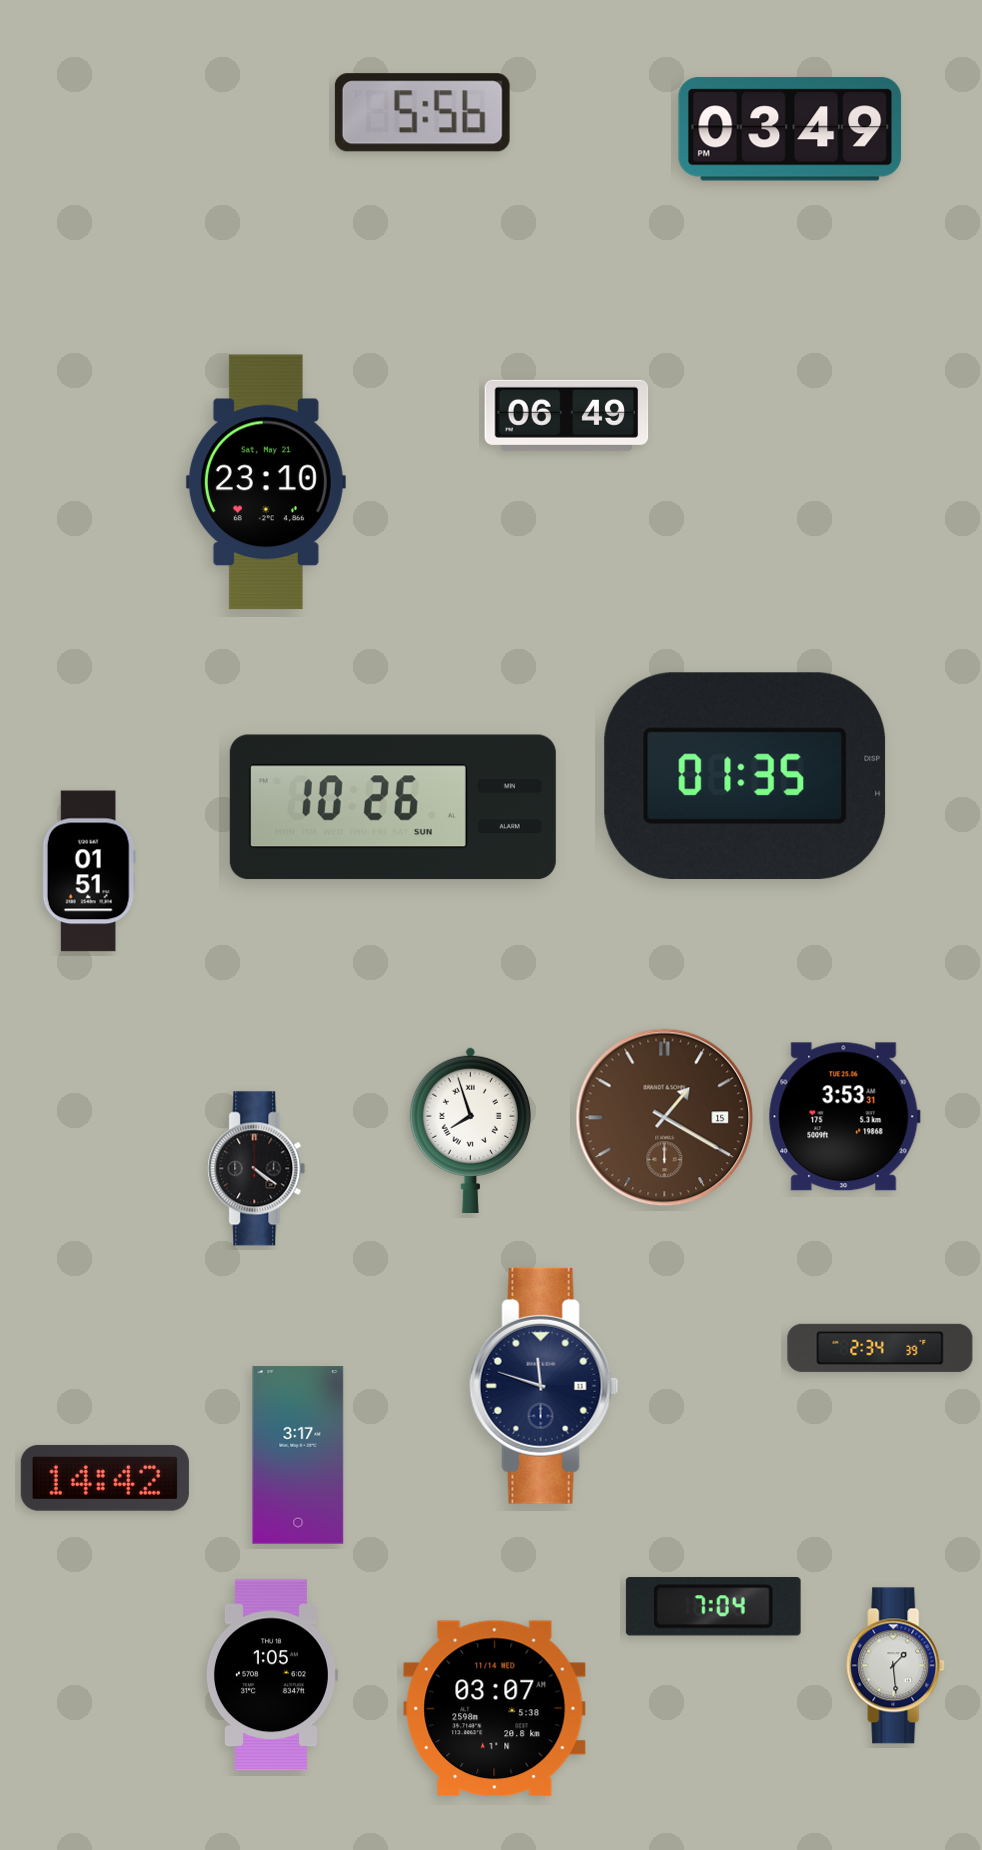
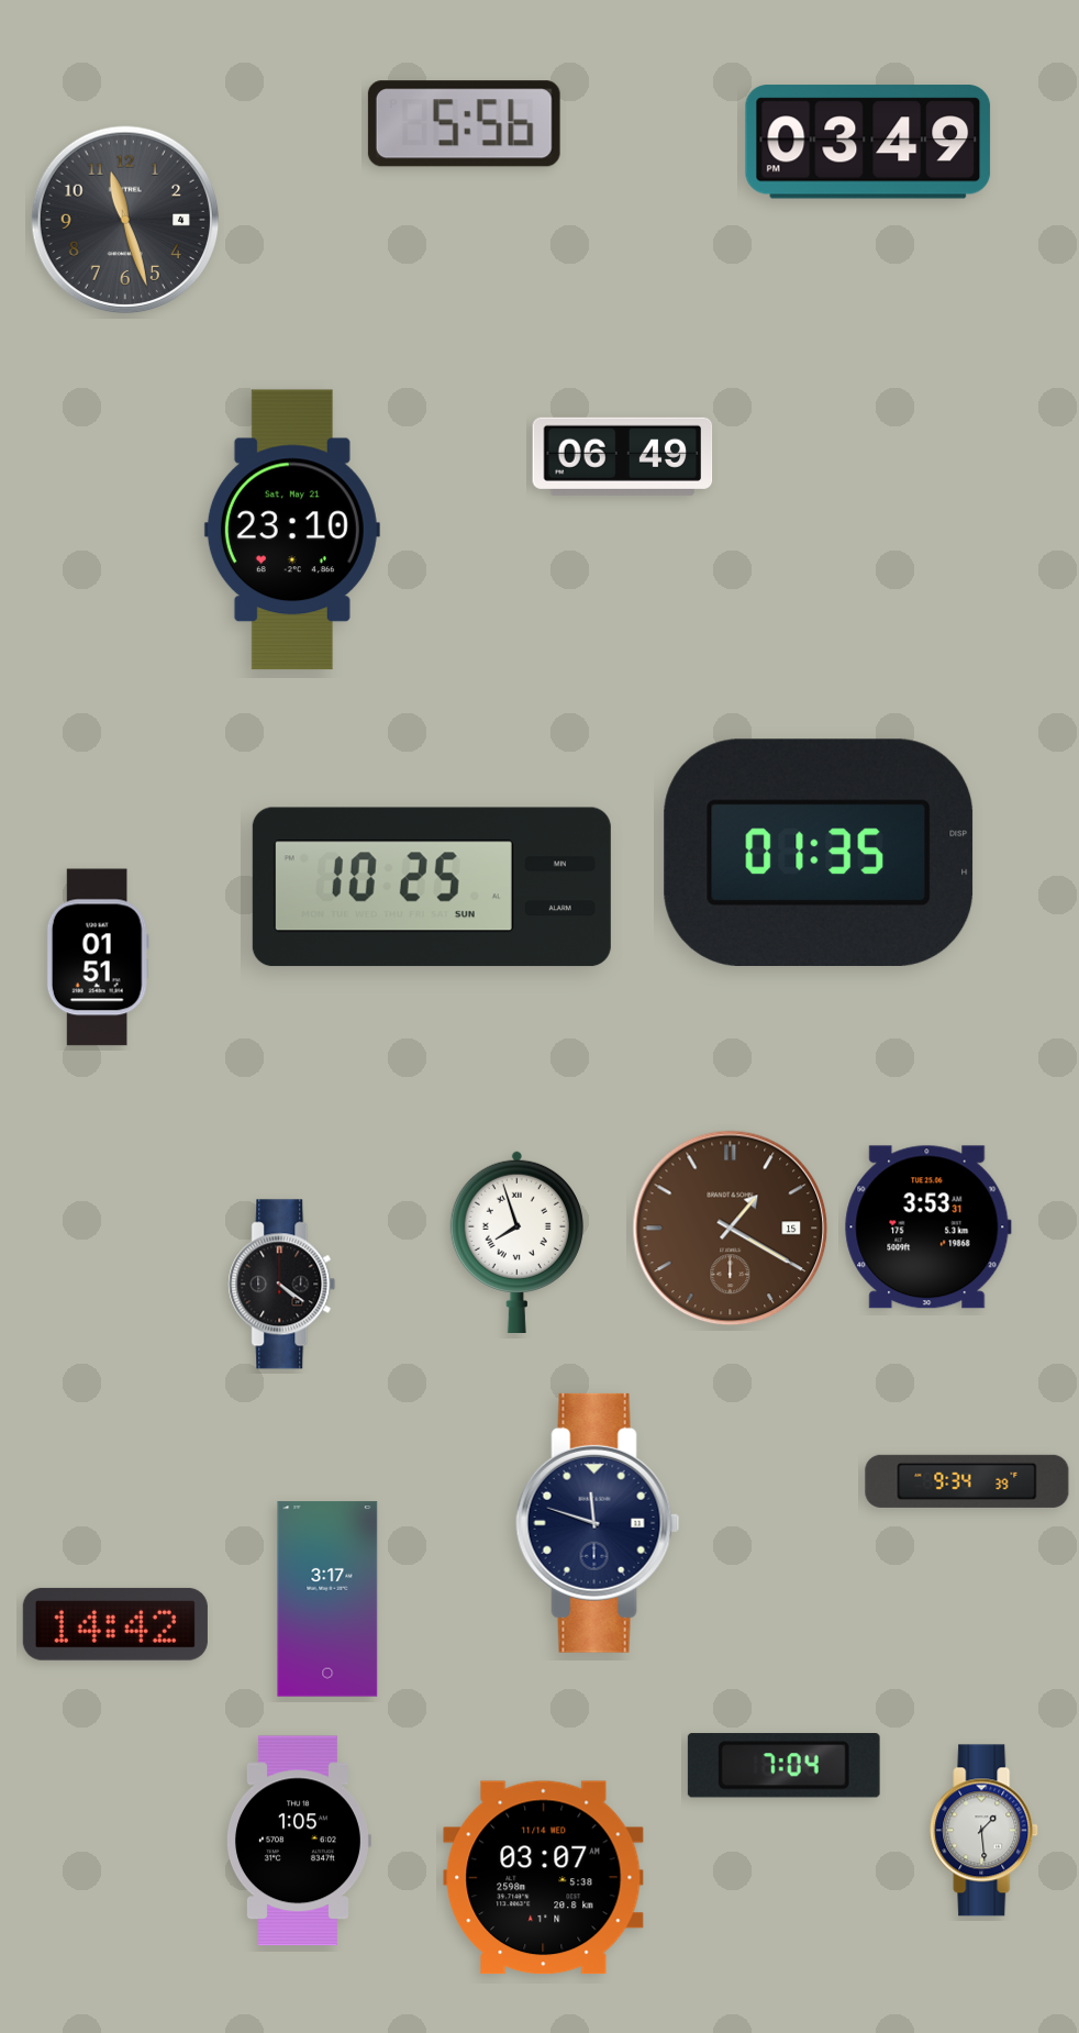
clock at (125, 220): none -> 11:27
clock at (393, 807): 10:26 -> 10:25
clock at (880, 1348): 2:34 -> 9:34
